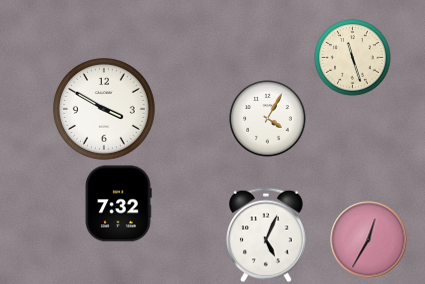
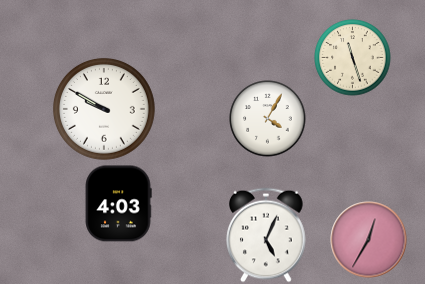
clock at (104, 109): 3:50 -> 9:50
clock at (118, 204): 7:32 -> 4:03
